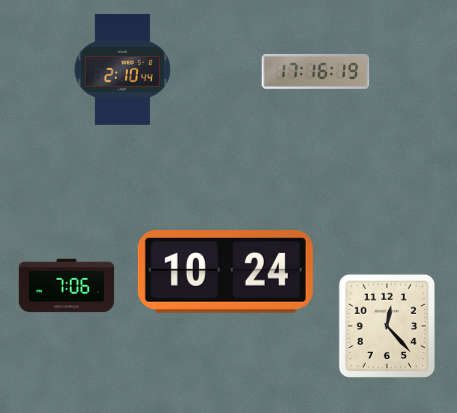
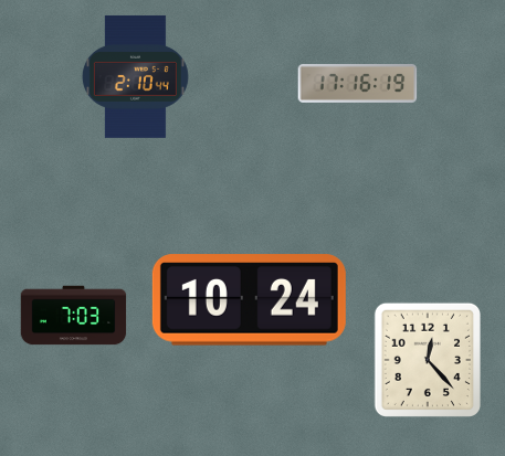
clock at (316, 71) position: (316, 71) -> (358, 83)
clock at (67, 286): 7:06 -> 7:03
